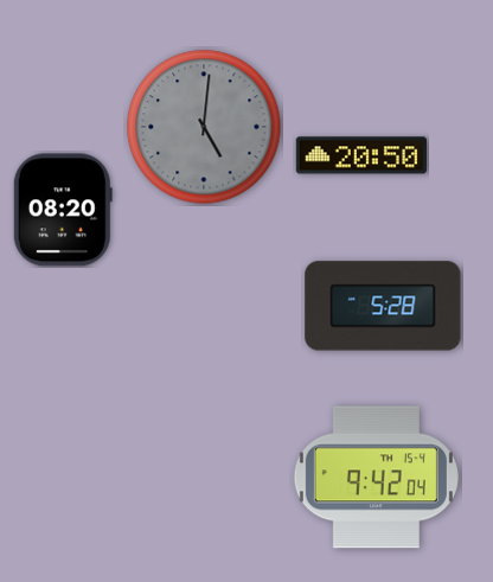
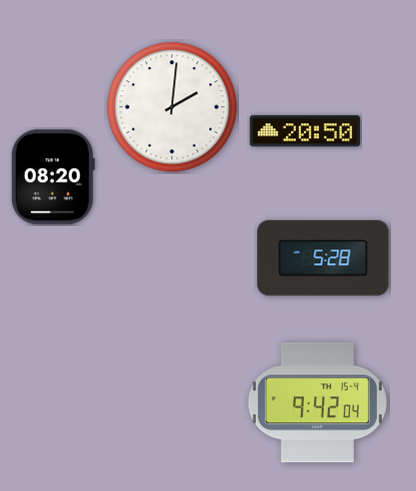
clock at (204, 127): 5:01 -> 2:01
clock at (204, 127) dial: grey -> white
